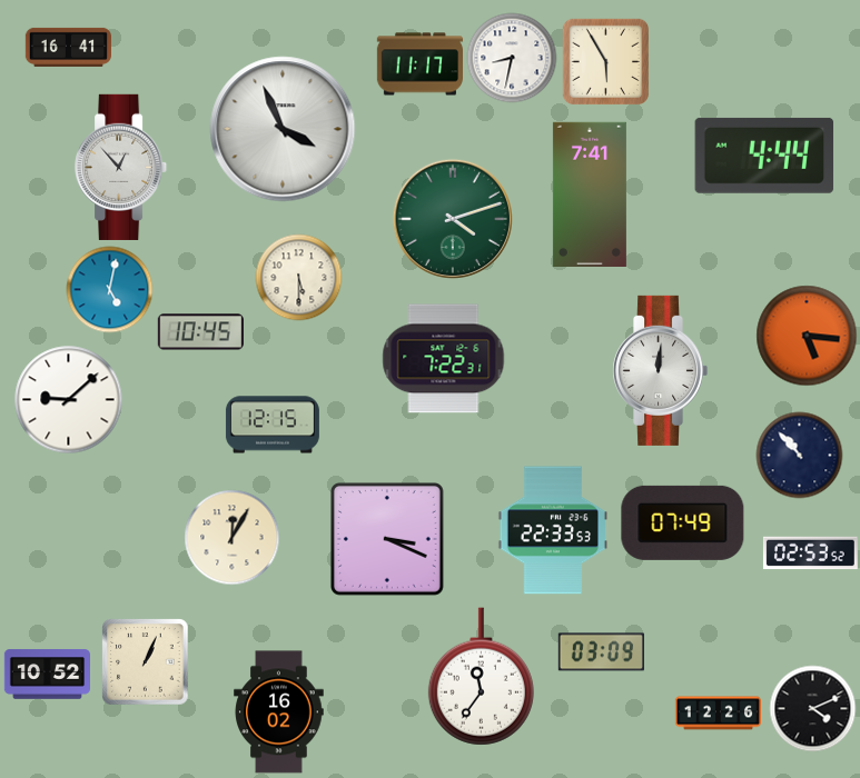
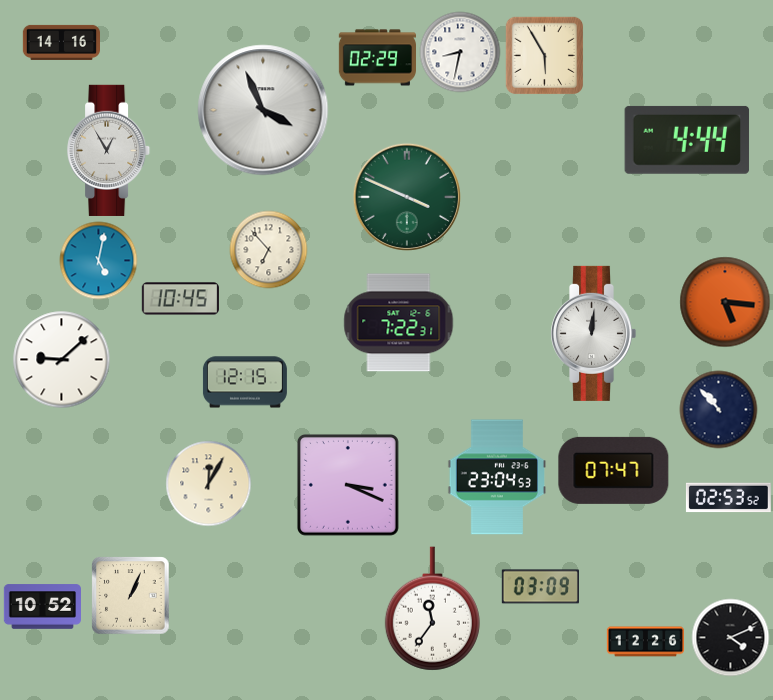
clock at (68, 47): 16:41 -> 14:16
clock at (419, 64): 11:17 -> 02:29
clock at (283, 129) position: (283, 129) -> (263, 110)
clock at (121, 167): 12:53 -> 12:55
clock at (590, 193): 7:41 -> none
clock at (453, 219): 4:12 -> 3:49
clock at (298, 277): 5:30 -> 6:53
clock at (683, 522): 07:49 -> 07:47
clock at (553, 530): 22:33 -> 23:04
clock at (279, 712): 16:02 -> none
